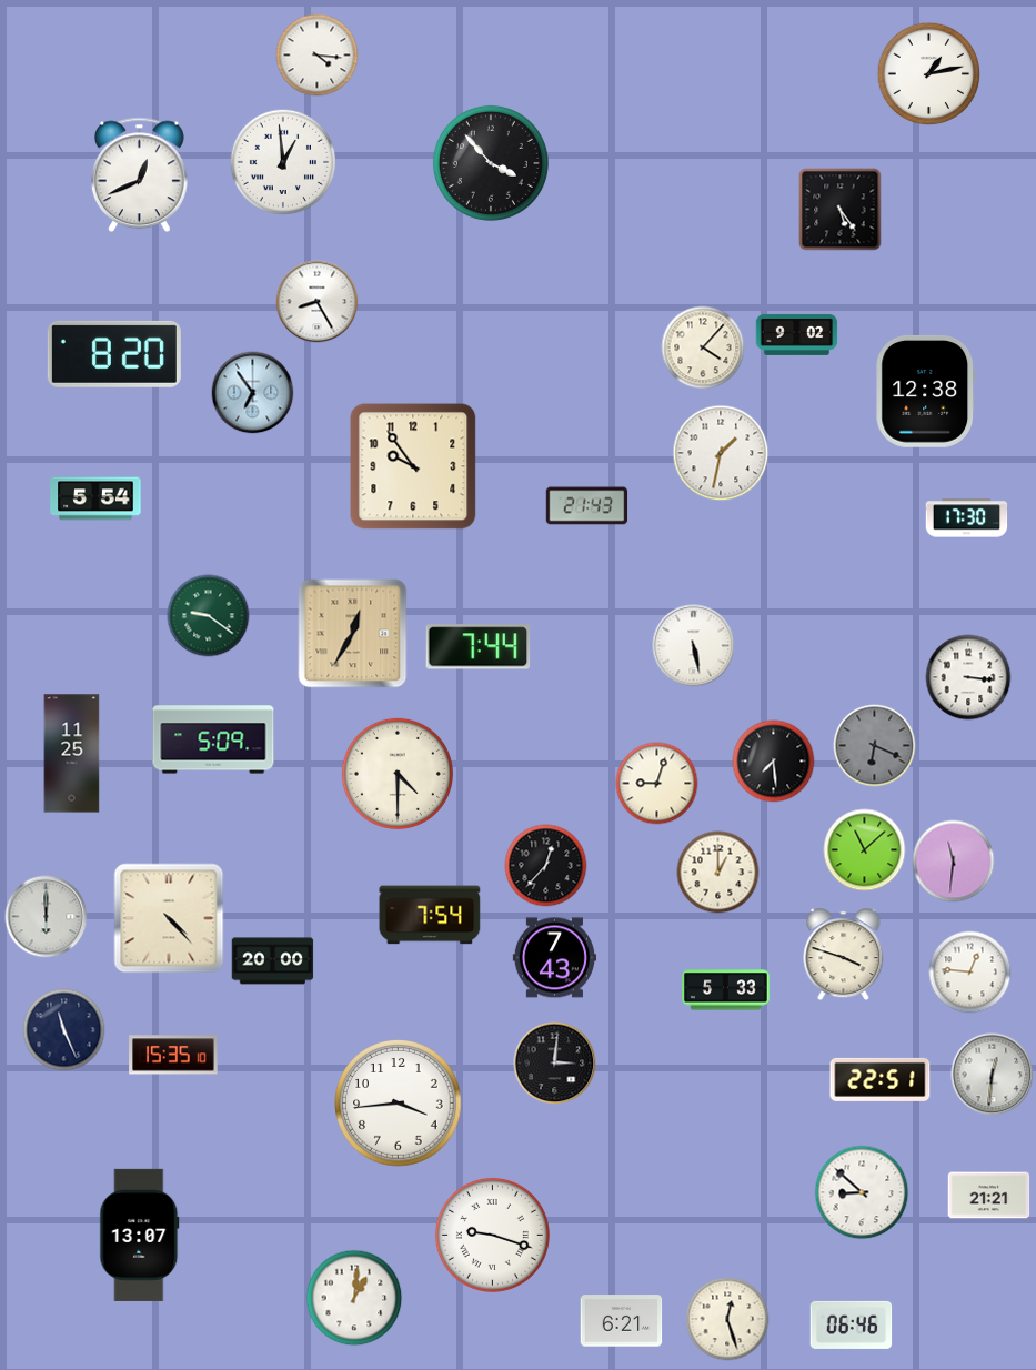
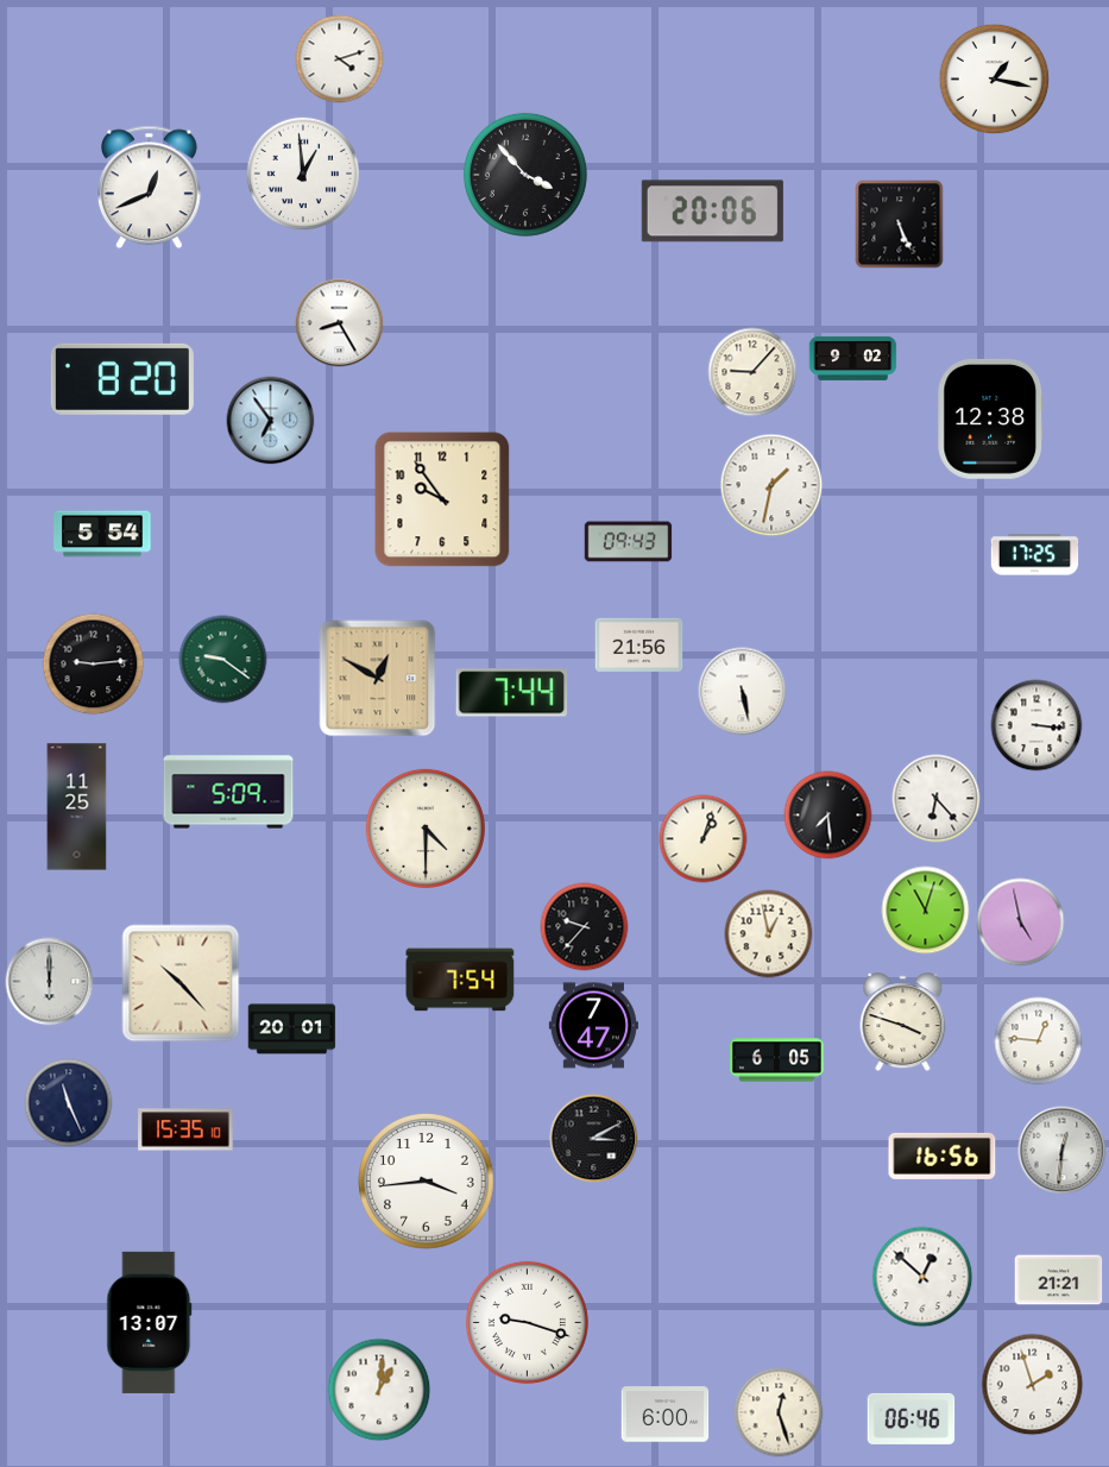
clock at (318, 56): 4:16 -> 4:12
clock at (929, 74): 1:13 -> 1:17
clock at (712, 212): none -> 20:06
clock at (841, 210): 5:24 -> 5:26
clock at (703, 347): 4:07 -> 9:07
clock at (587, 506): 21:43 -> 09:43
clock at (967, 518): 17:30 -> 17:25
clock at (639, 644): none -> 21:56
clock at (94, 665): none -> 9:14
clock at (353, 634): 12:35 -> 12:50
clock at (875, 746): 6:19 -> 6:23
clock at (875, 746) dial: grey -> white
clock at (657, 784): 9:03 -> 1:03
clock at (865, 850): 11:08 -> 11:03
clock at (954, 862): 11:31 -> 4:58
clock at (546, 866): 12:37 -> 9:37
clock at (718, 873): 1:00 -> 12:58
clock at (169, 918): 4:23 -> 10:23
clock at (554, 958): 7:43 -> 7:47
clock at (273, 961): 20:00 -> 20:01
clock at (726, 990): 5:33 -> 6:05
clock at (555, 1064): 3:01 -> 3:10
clock at (881, 1079): 22:51 -> 16:56
clock at (862, 1192): 8:52 -> 12:52
clock at (1033, 1385): none -> 1:57
clock at (622, 1321): 6:21 -> 6:00
